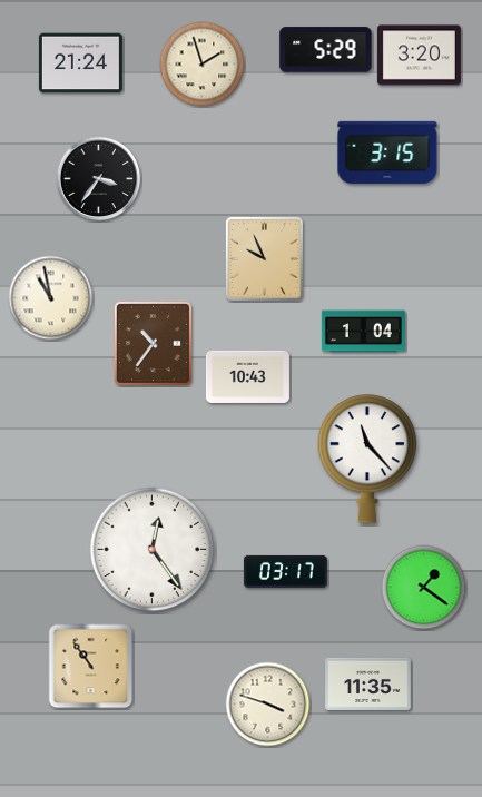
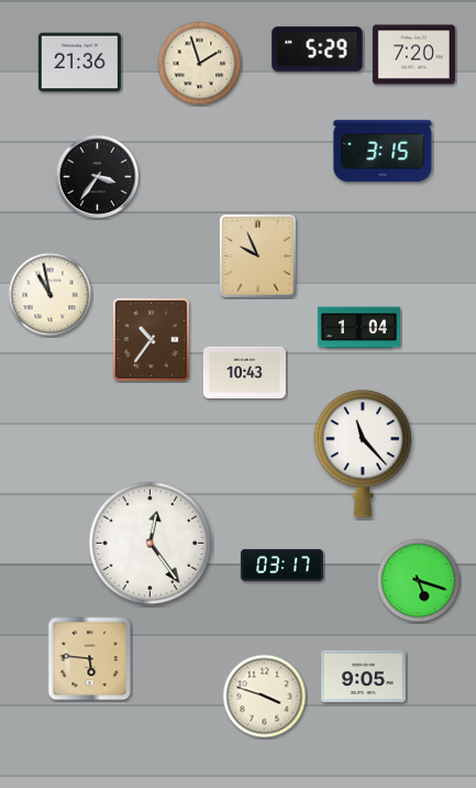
clock at (326, 50) position: (326, 50) -> (318, 50)
clock at (419, 56): 3:20 -> 7:20
clock at (80, 63): 21:24 -> 21:36
clock at (264, 258) position: (264, 258) -> (257, 255)
clock at (424, 588): 1:21 -> 5:18
clock at (91, 667): 10:54 -> 5:46
clock at (368, 683): 11:35 -> 9:05
